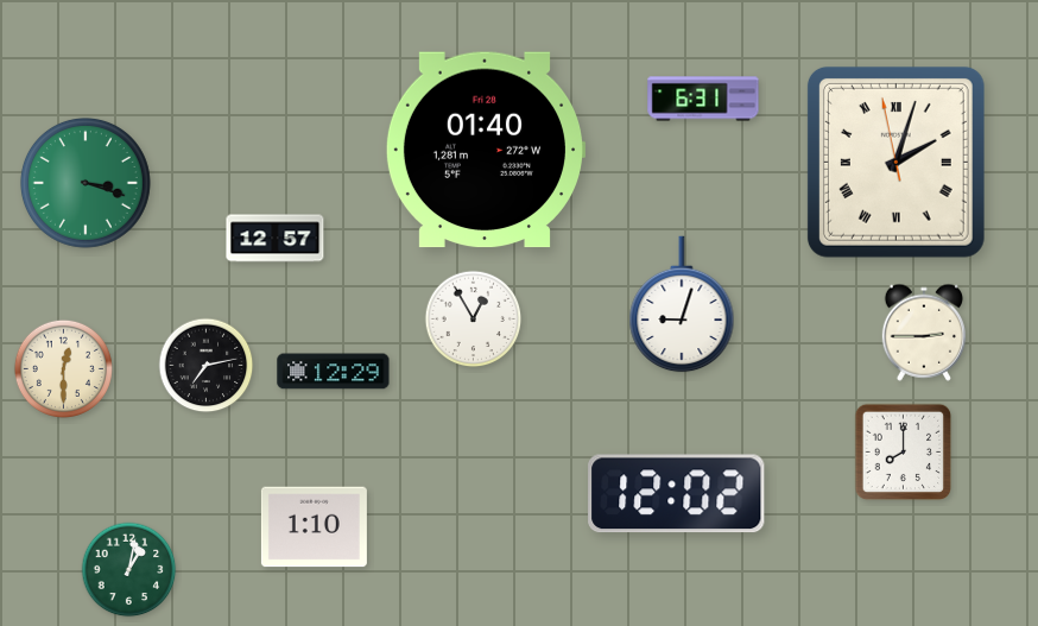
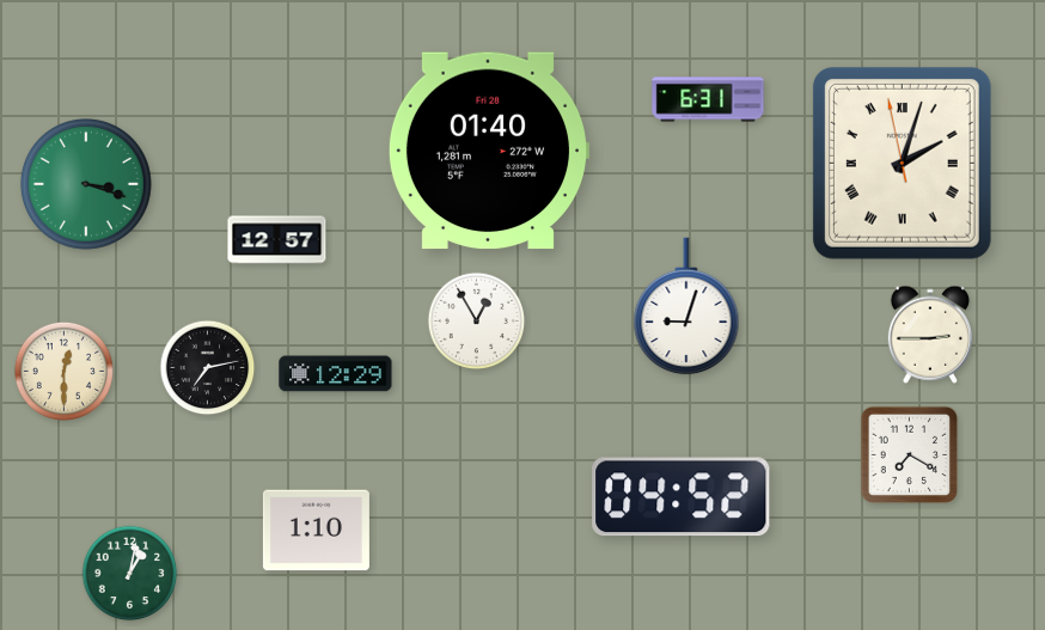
clock at (904, 453): 8:00 -> 7:20
clock at (677, 494): 12:02 -> 04:52
